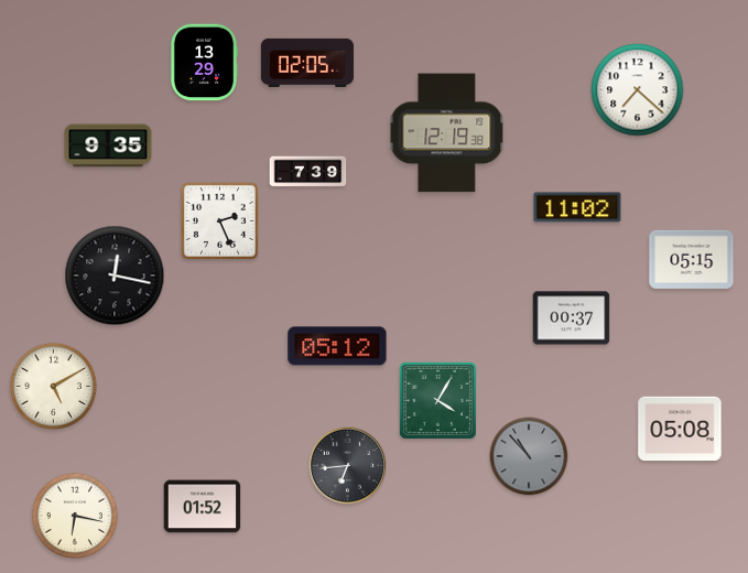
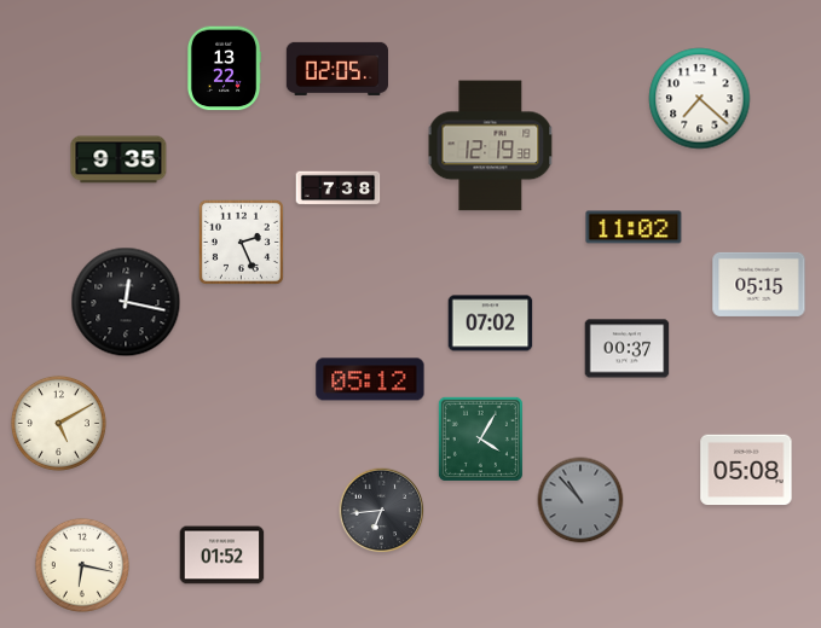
clock at (204, 63): 13:29 -> 13:22
clock at (308, 172): 7:39 -> 7:38
clock at (491, 324): none -> 07:02
